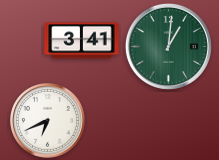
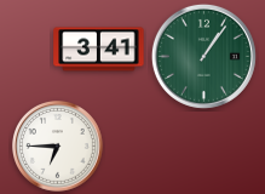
clock at (168, 46): 1:01 -> 1:06
clock at (48, 121): 6:41 -> 6:45
